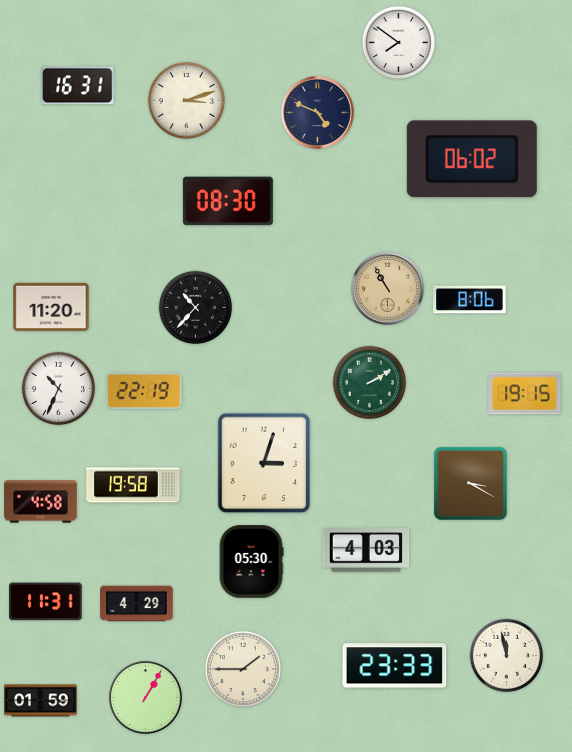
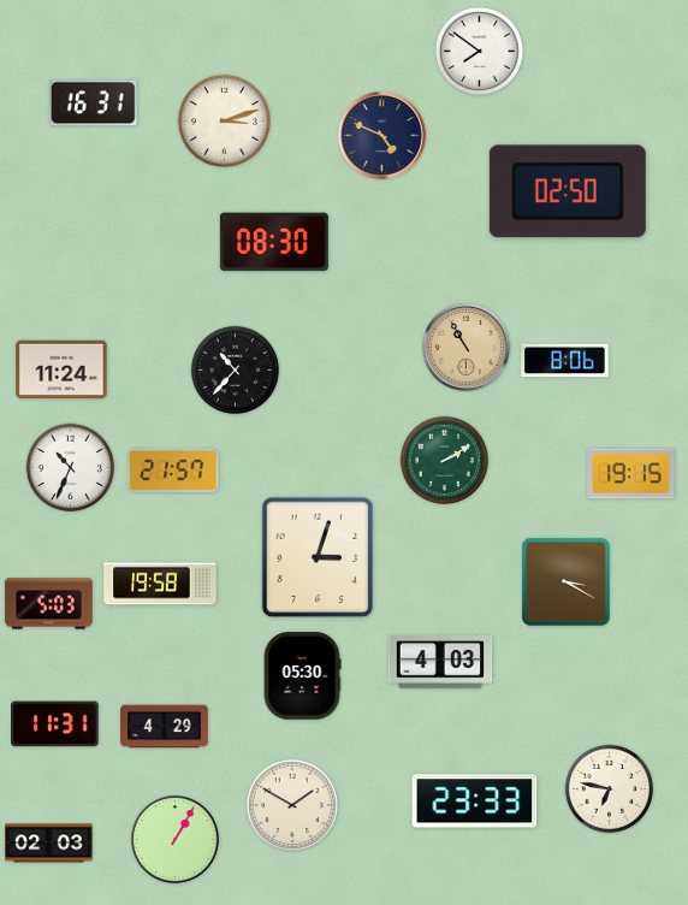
clock at (472, 159): 06:02 -> 02:50
clock at (51, 306): 11:20 -> 11:24
clock at (144, 391): 22:19 -> 21:57
clock at (41, 502): 4:58 -> 5:03
clock at (507, 656): 11:58 -> 6:47
clock at (243, 669): 1:45 -> 1:50
clock at (41, 701): 01:59 -> 02:03
